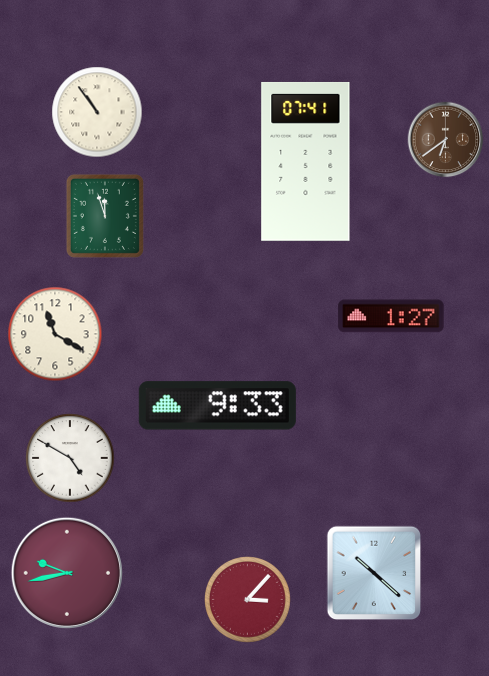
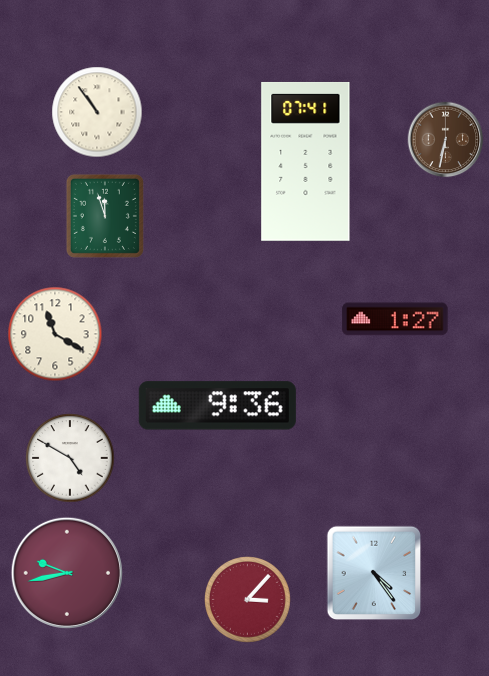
clock at (446, 140): 6:39 -> 6:32
clock at (391, 316) position: (391, 316) -> (395, 319)
clock at (217, 406): 9:33 -> 9:36
clock at (374, 573): 10:22 -> 4:24
